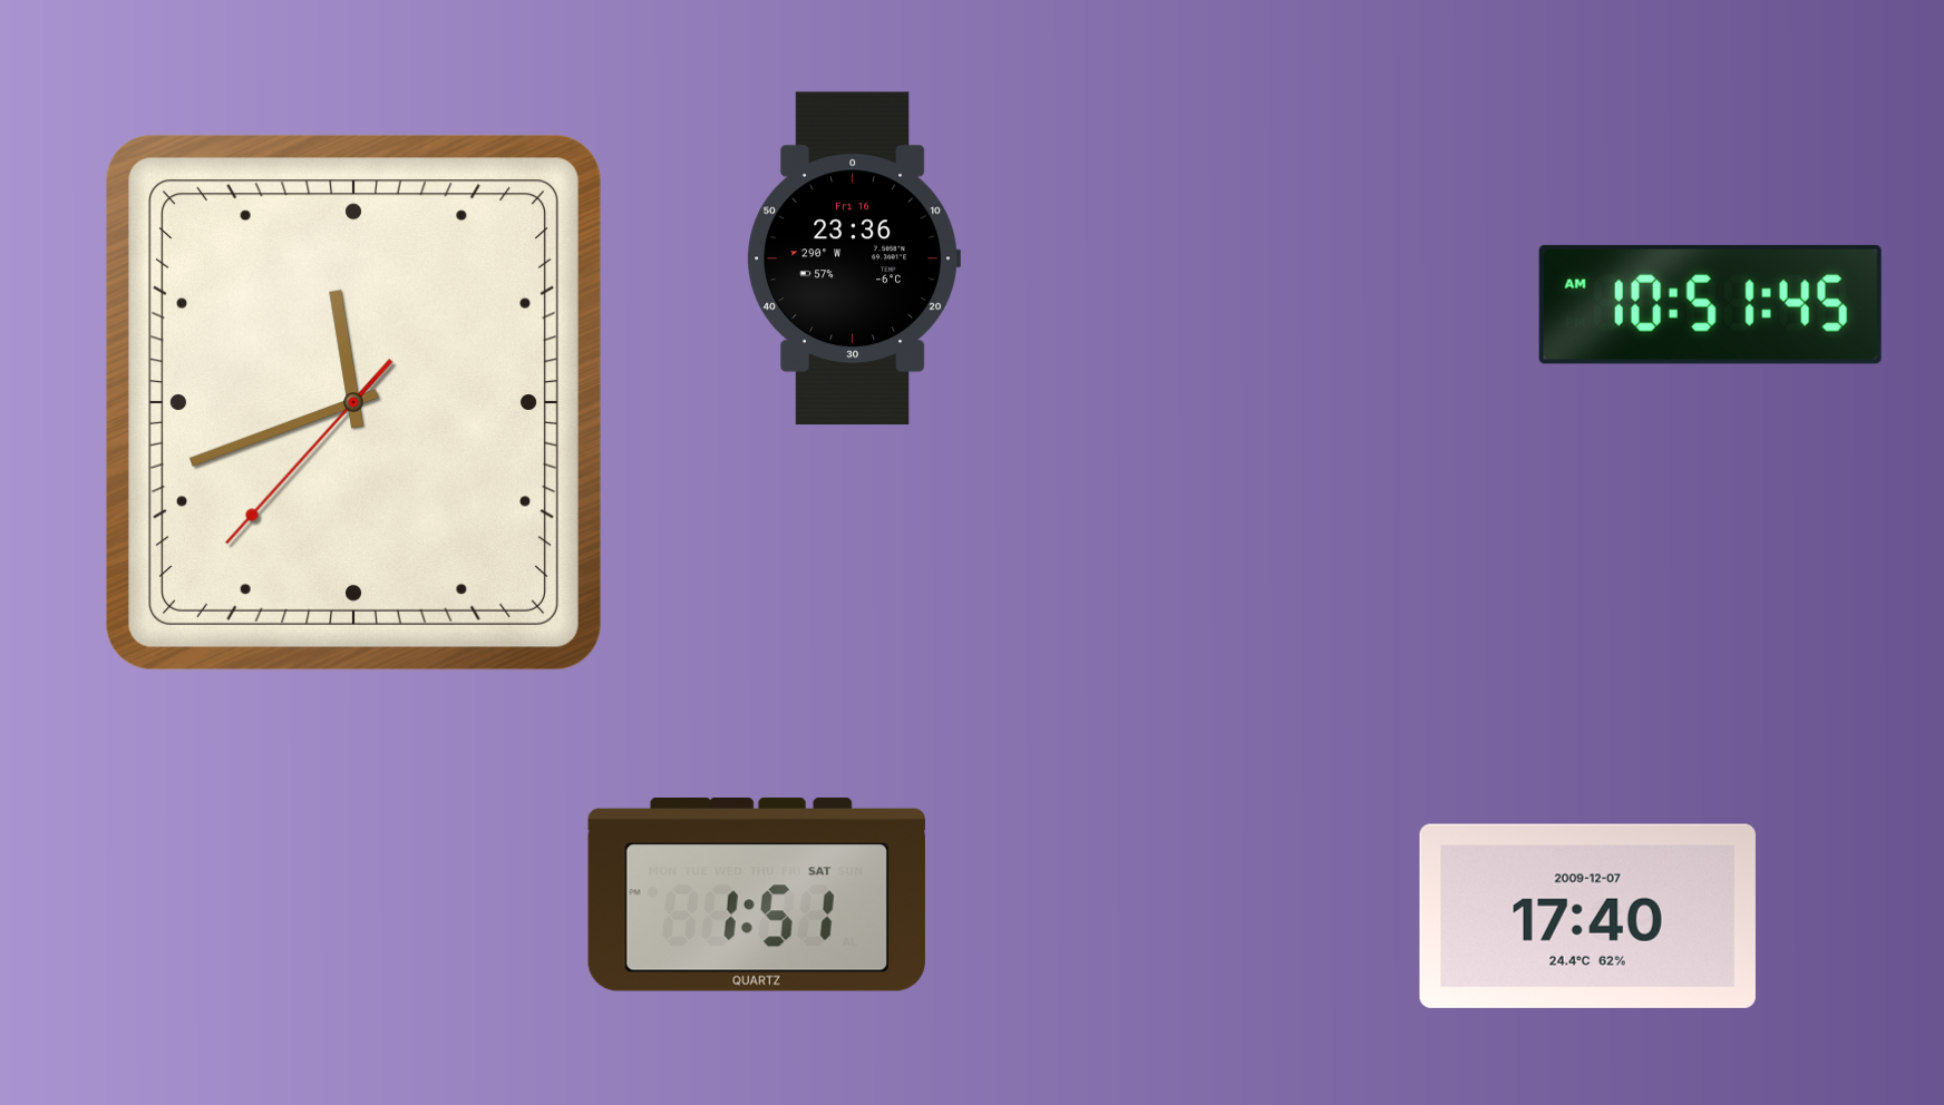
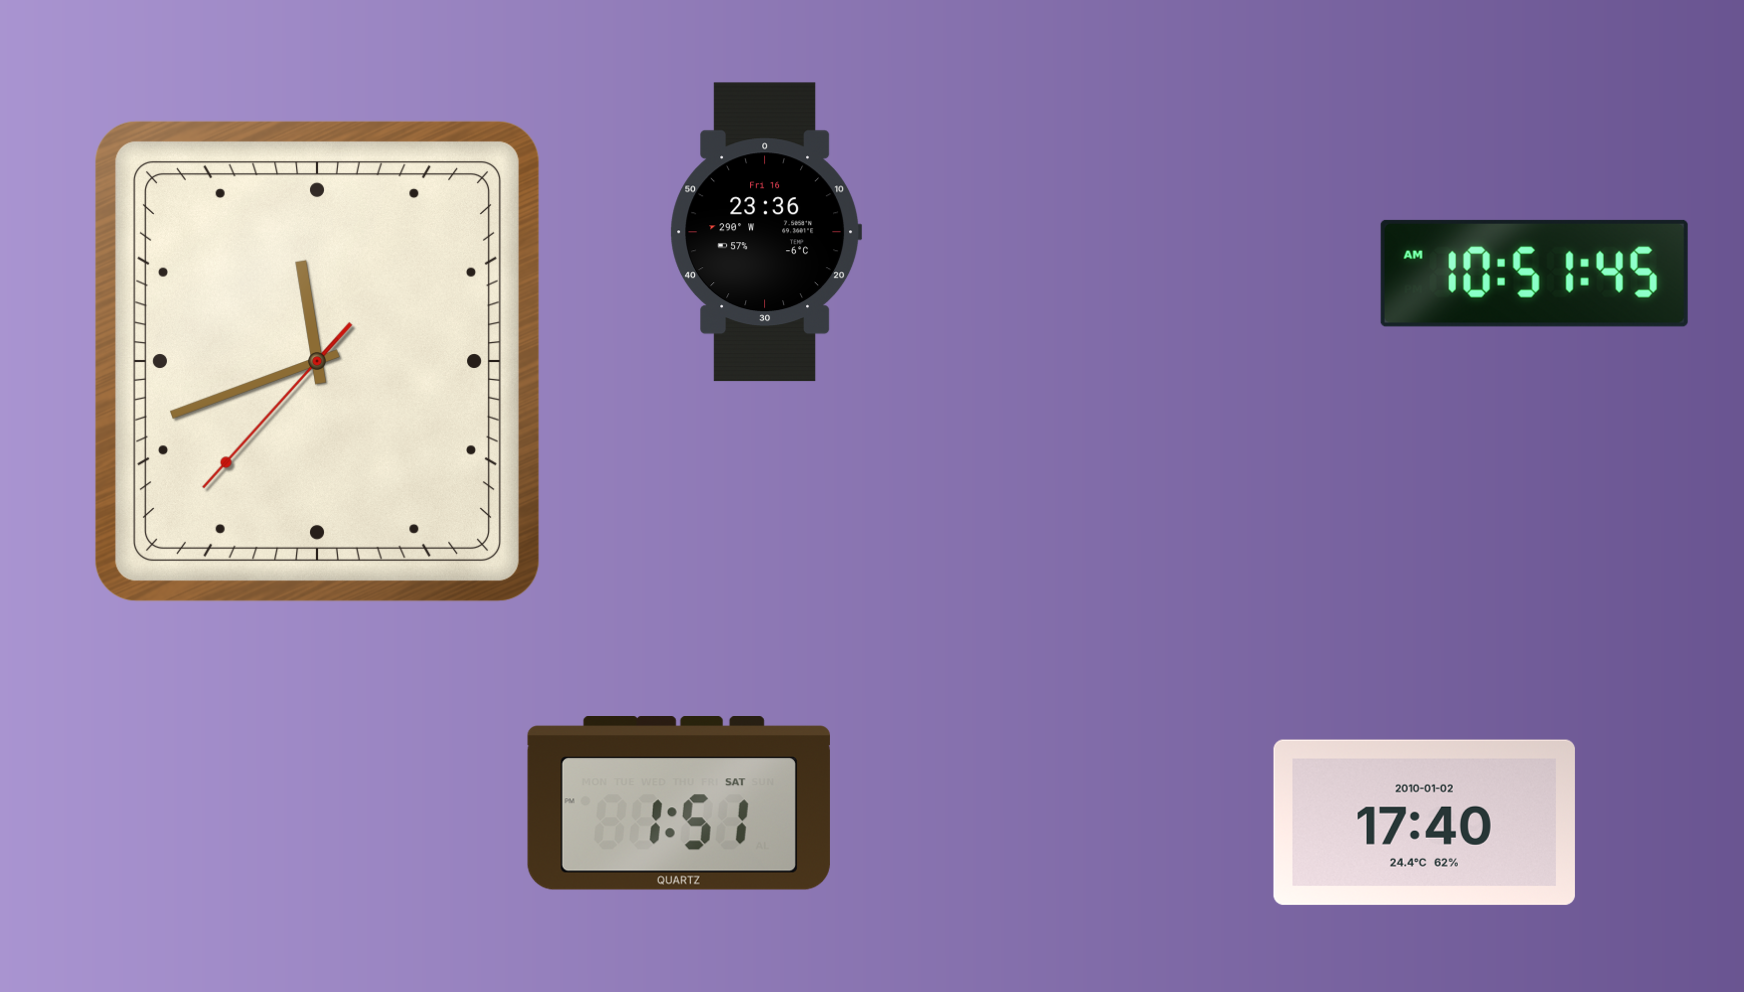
clock at (1587, 916) date: 2009-12-07 -> 2010-01-02
